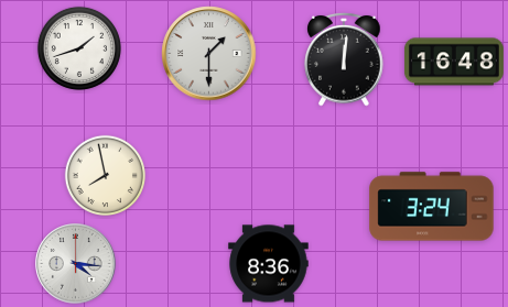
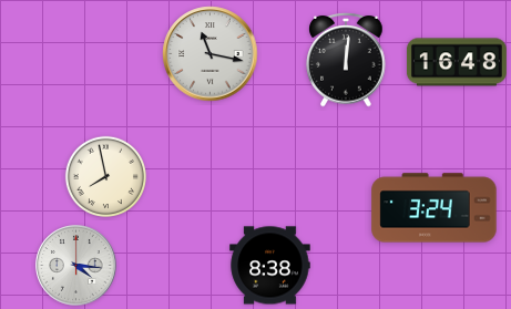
clock at (79, 48): 1:42 -> none
clock at (209, 54): 1:30 -> 11:17
clock at (269, 264): 8:36 -> 8:38
